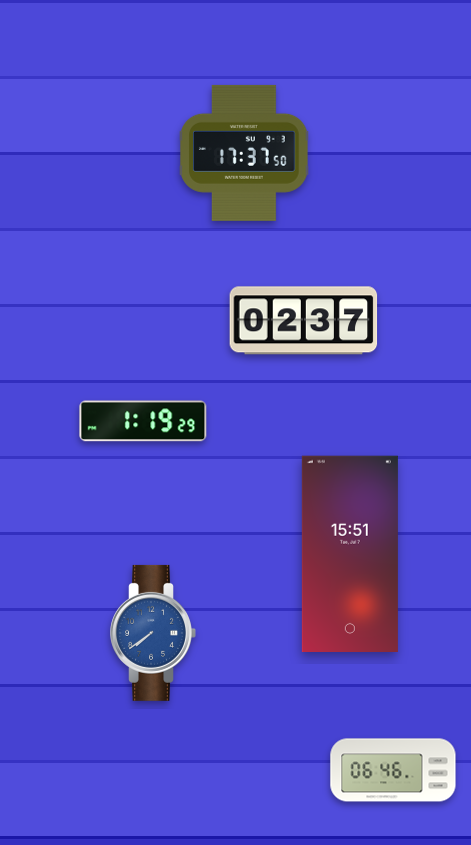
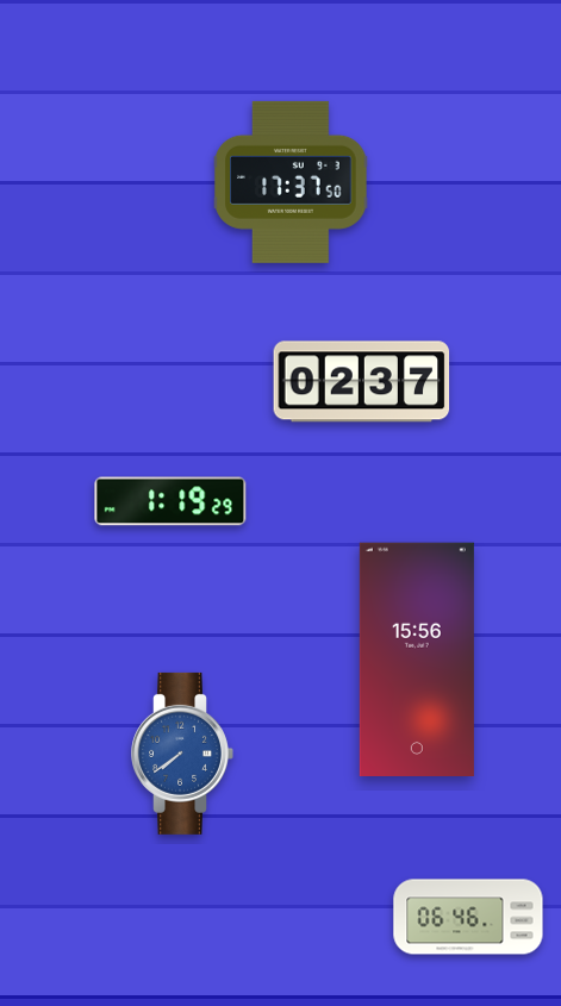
clock at (350, 553): 15:51 -> 15:56
